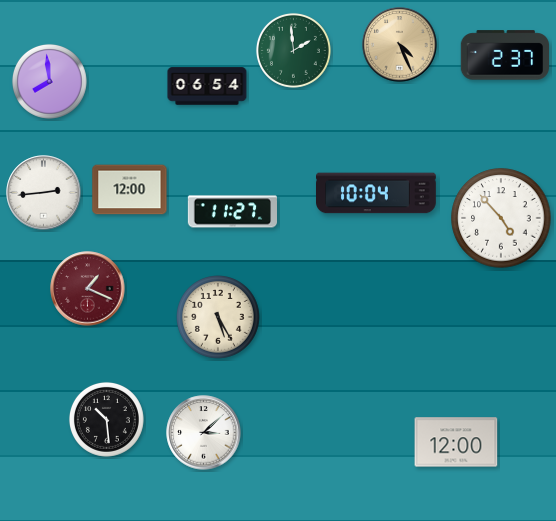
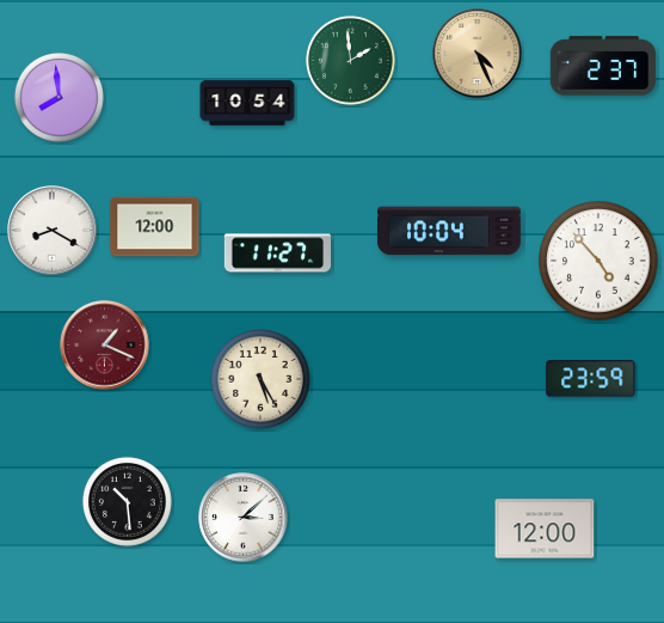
clock at (207, 86): 06:54 -> 10:54
clock at (44, 193): 2:44 -> 8:20
clock at (591, 379): none -> 23:59
